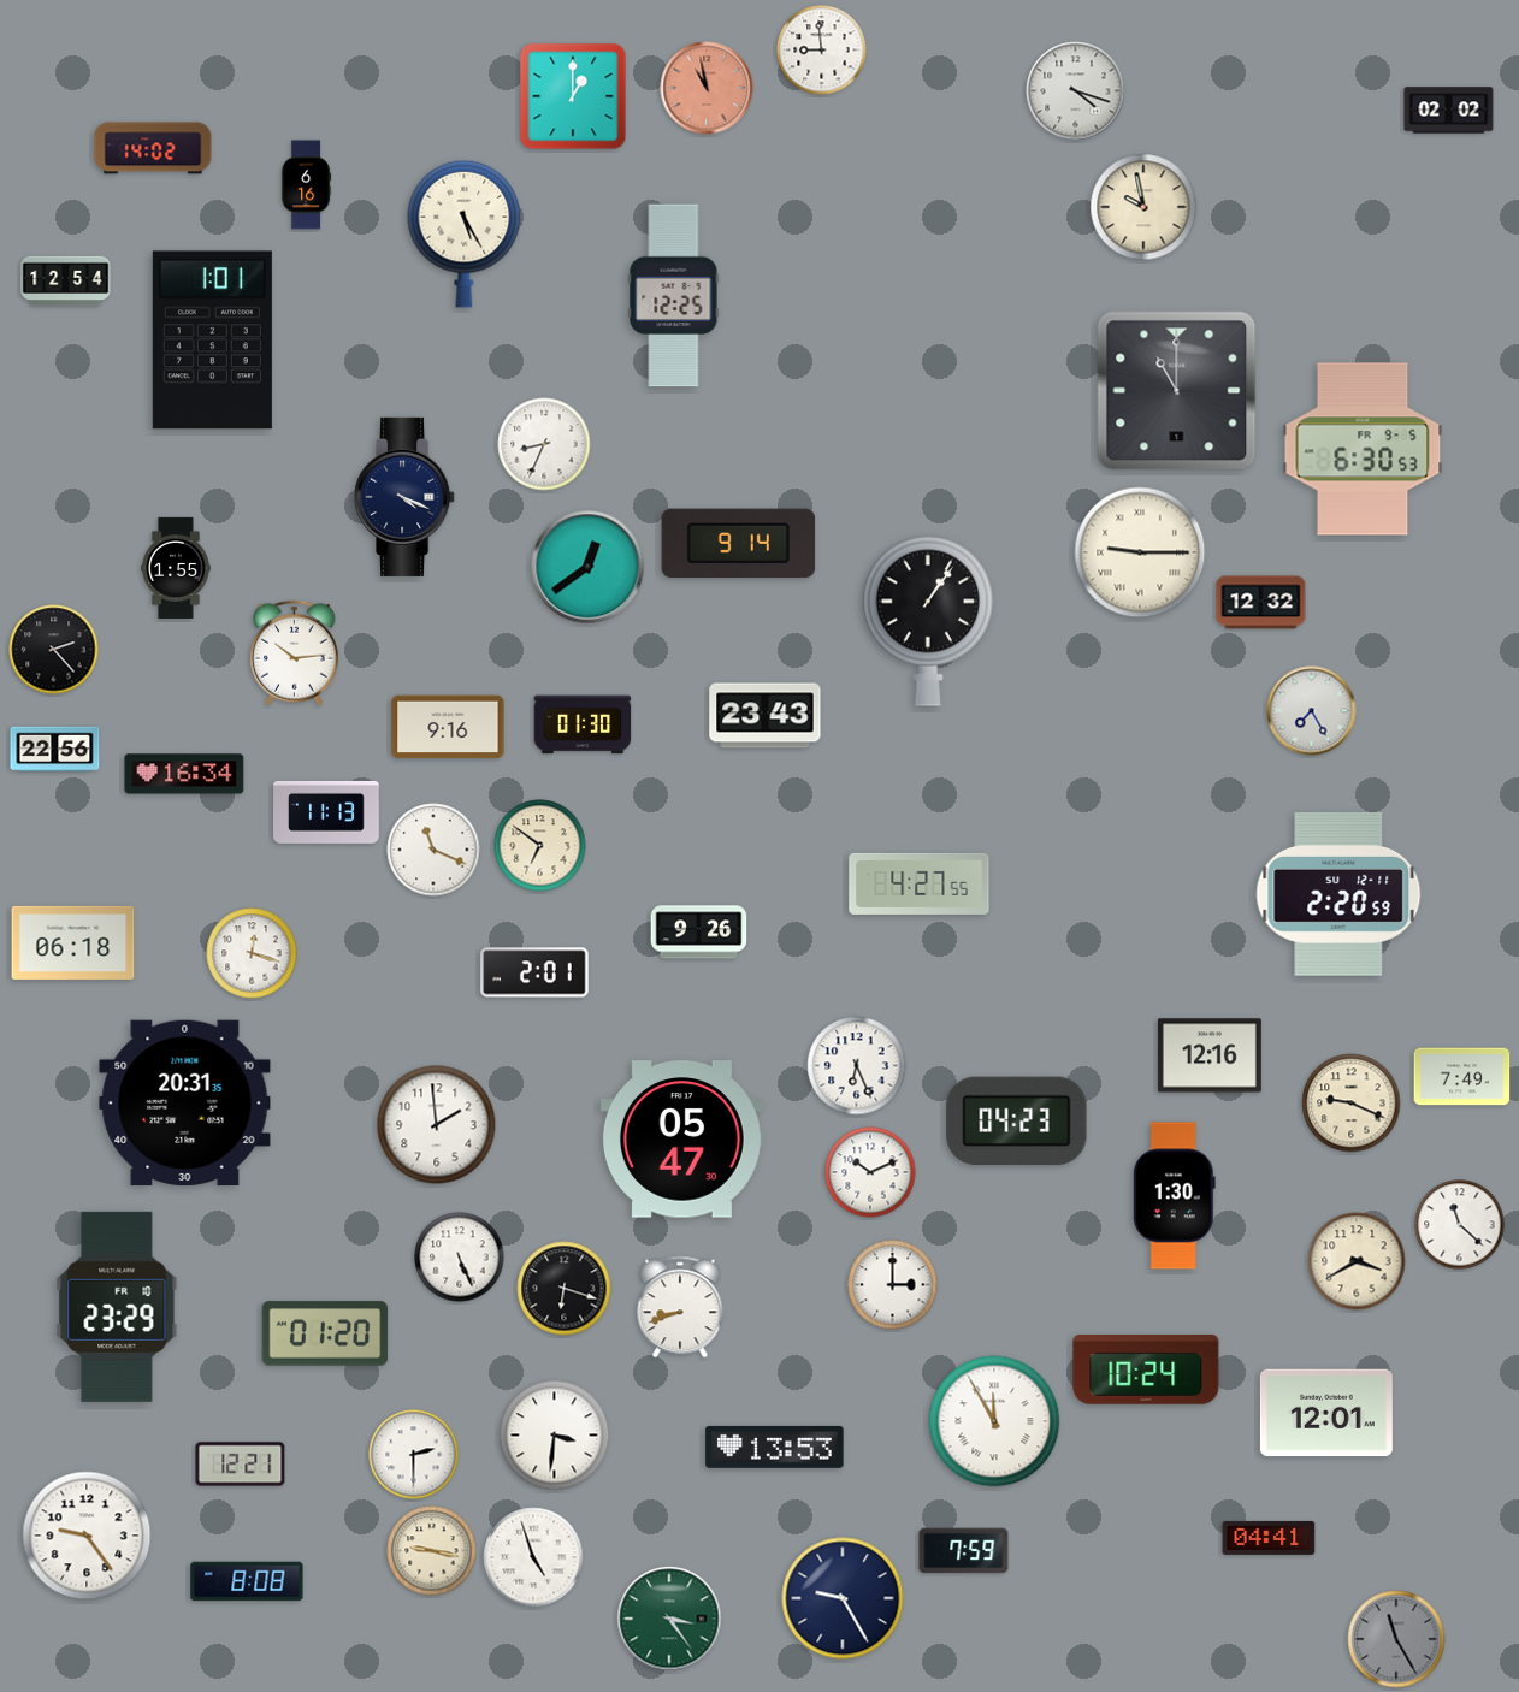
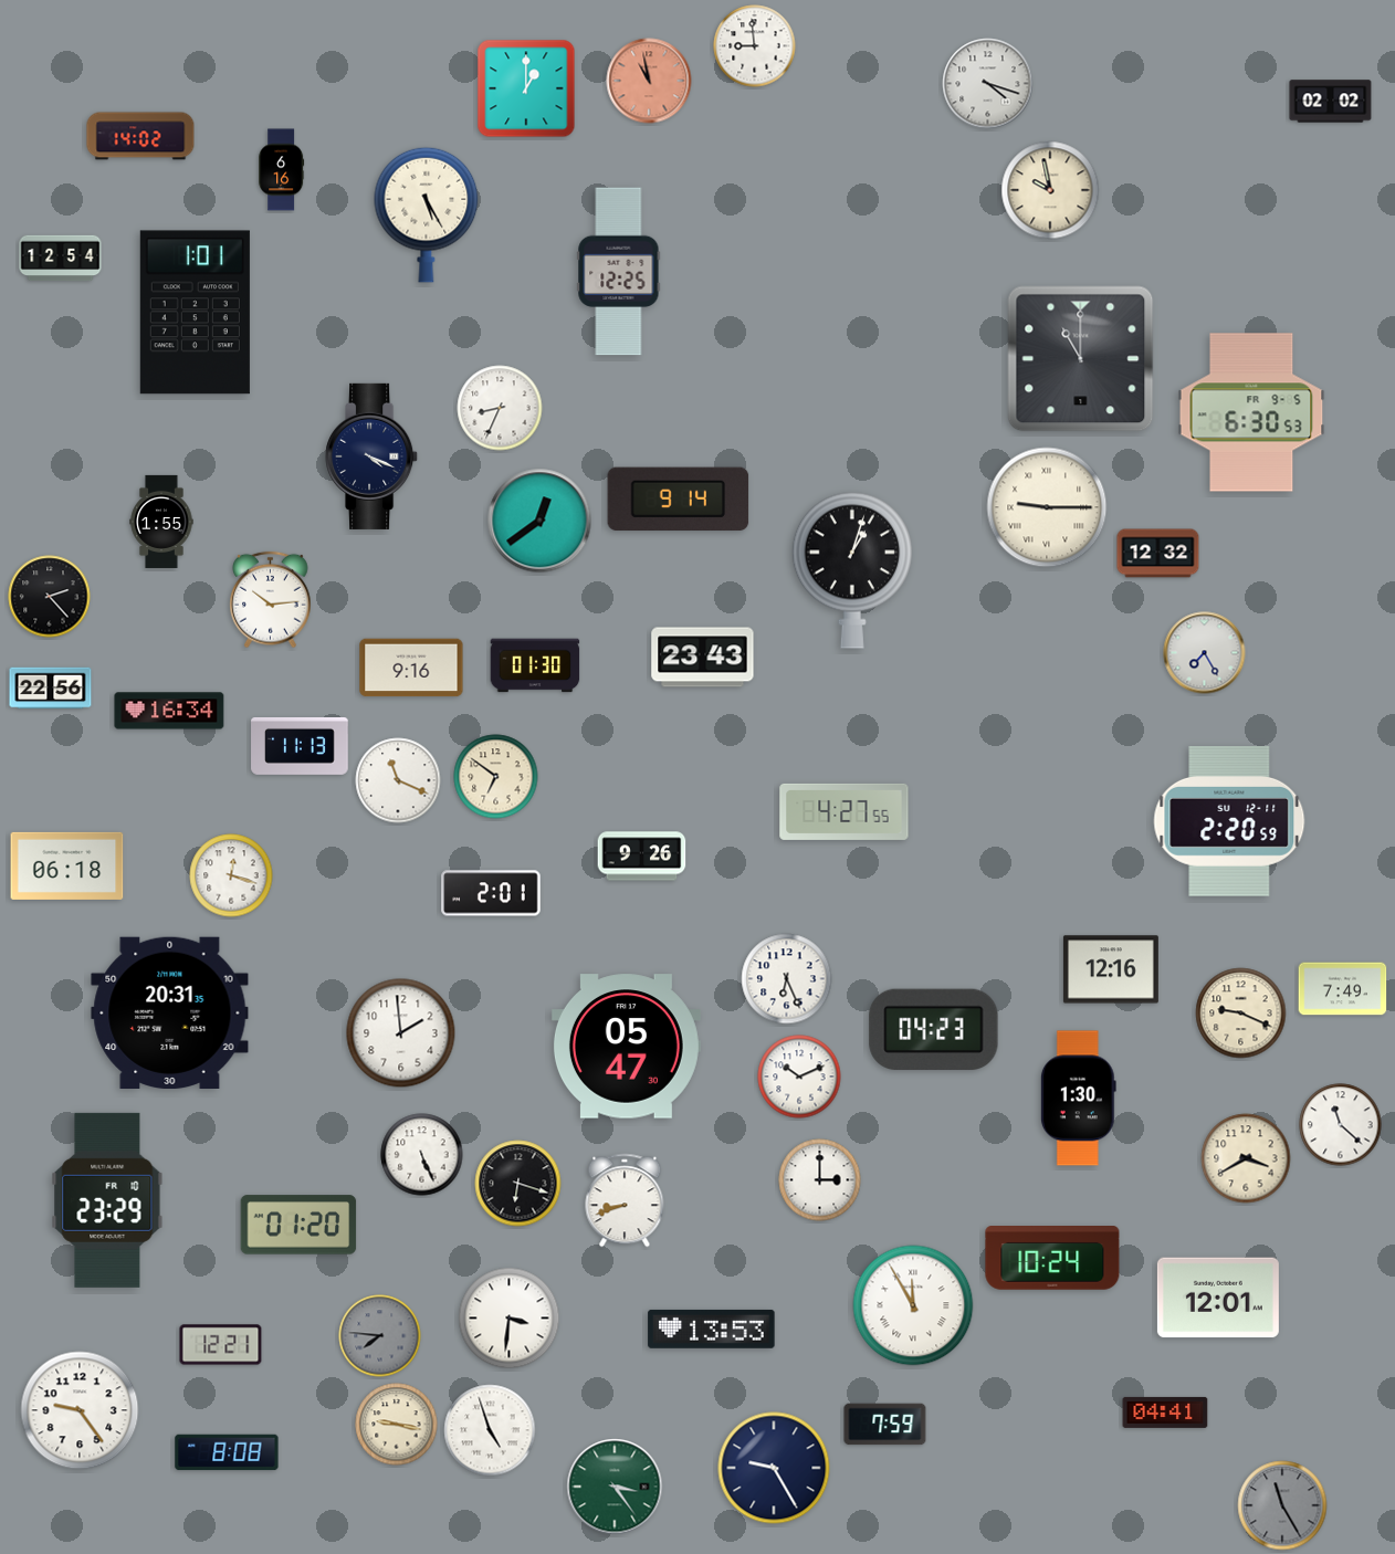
clock at (928, 621): 1:06 -> 1:03
clock at (414, 1455): 2:30 -> 7:46
clock at (414, 1455) dial: white -> grey
